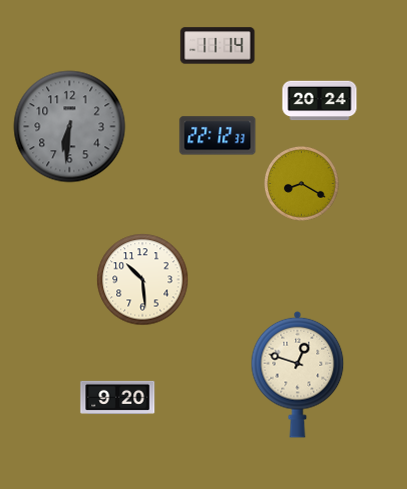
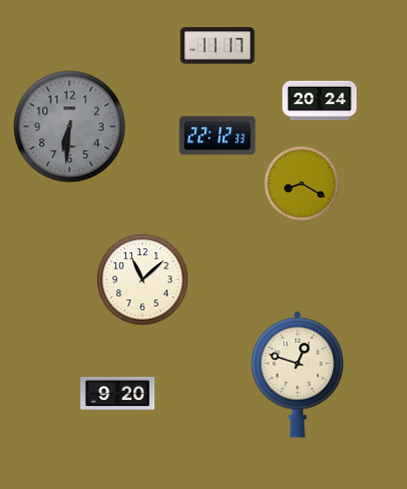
clock at (218, 46): 11:14 -> 11:17
clock at (143, 280): 10:29 -> 11:08
clock at (118, 397) position: (118, 397) -> (118, 393)
